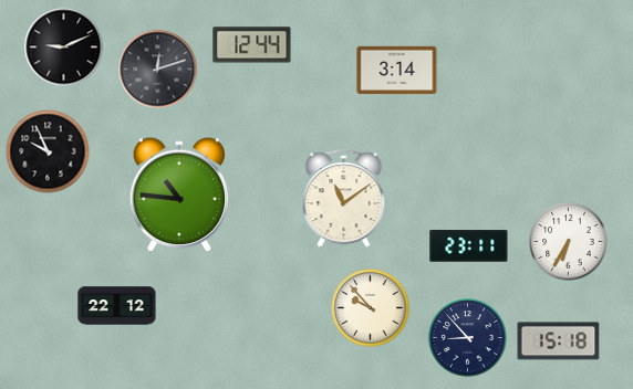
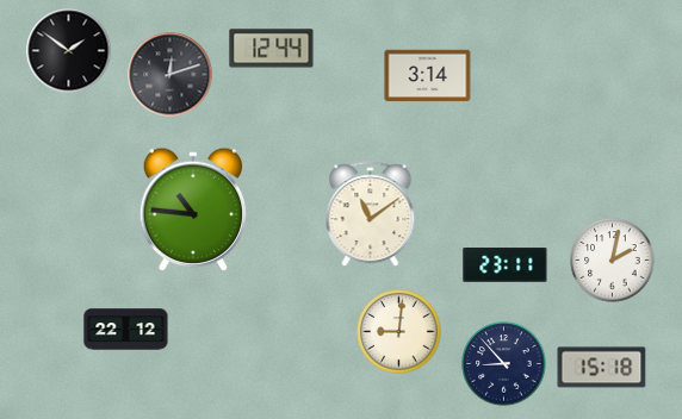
clock at (64, 48): 9:11 -> 1:51
clock at (48, 151): 9:56 -> none
clock at (569, 242): 6:35 -> 2:02
clock at (371, 308): 9:53 -> 9:01
